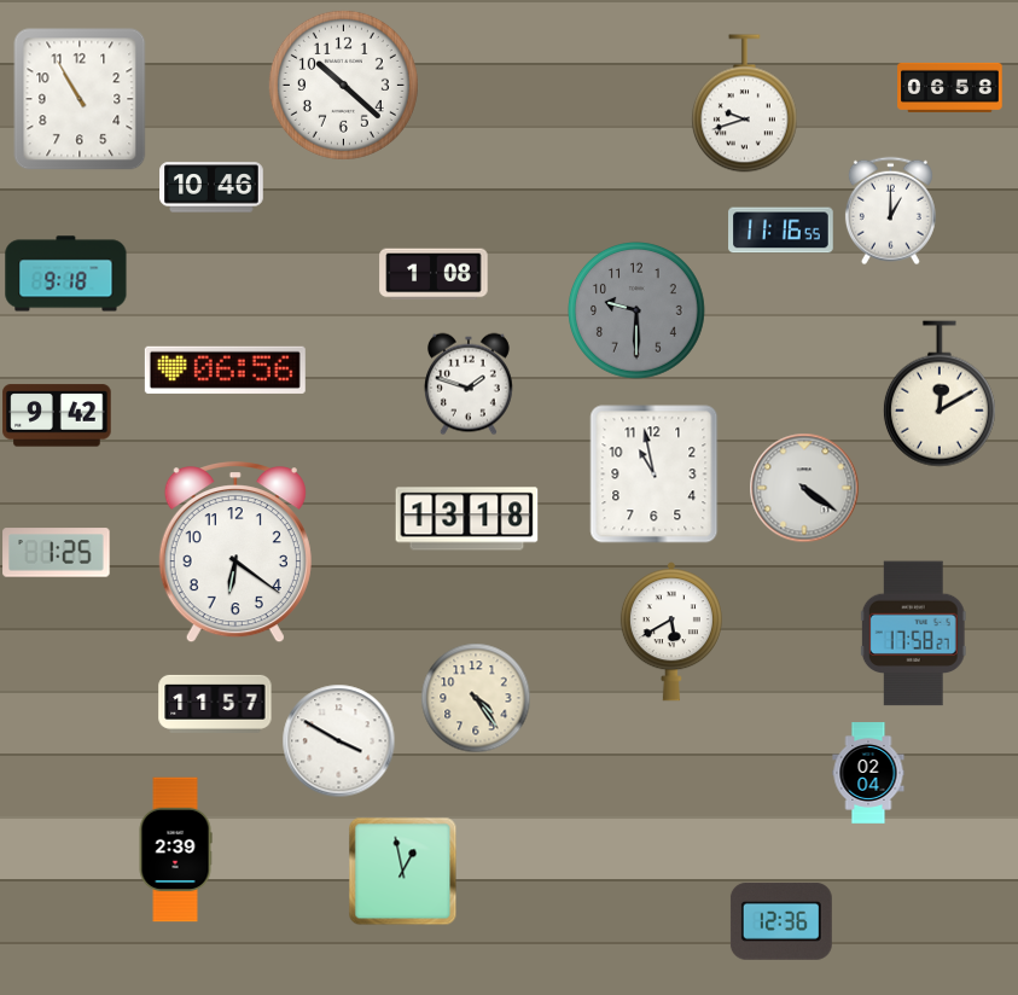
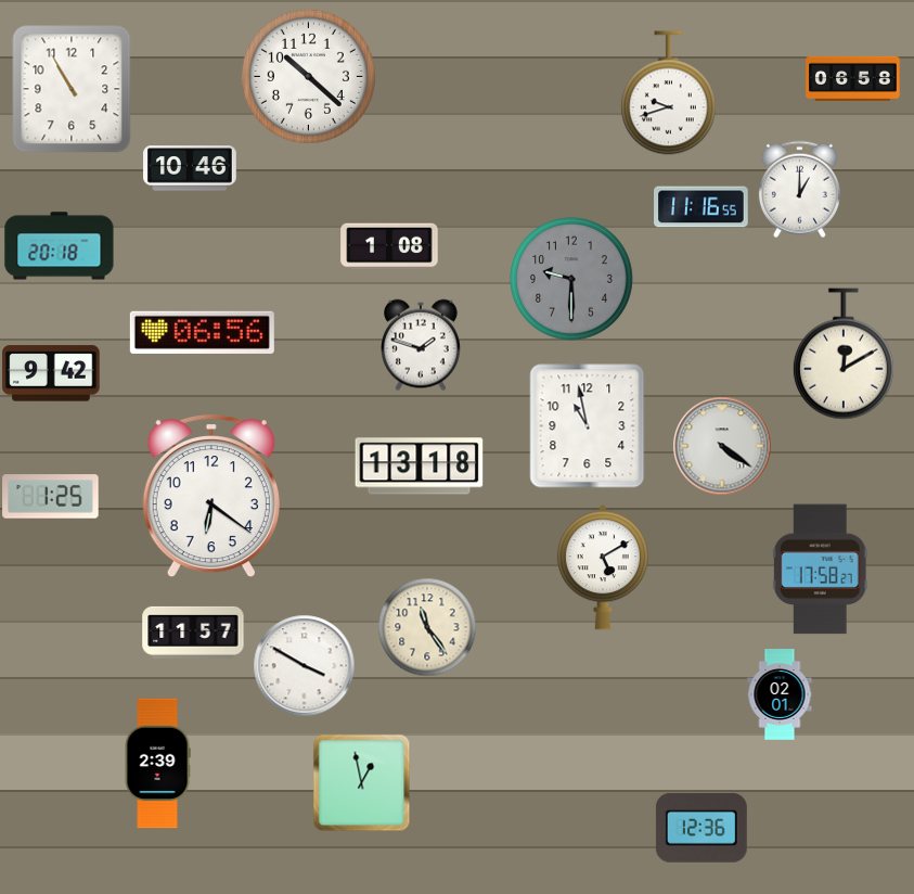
clock at (66, 274): 9:18 -> 20:18
clock at (804, 488) position: (804, 488) -> (722, 446)
clock at (671, 632): 5:40 -> 5:10
clock at (476, 698): 4:24 -> 11:24
clock at (868, 773): 02:04 -> 02:01
